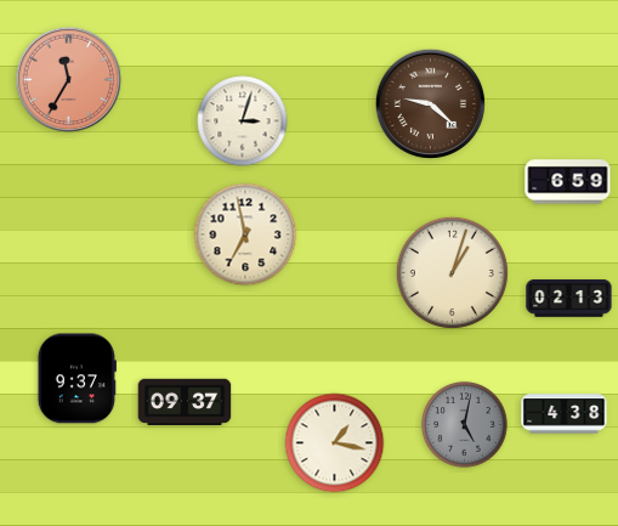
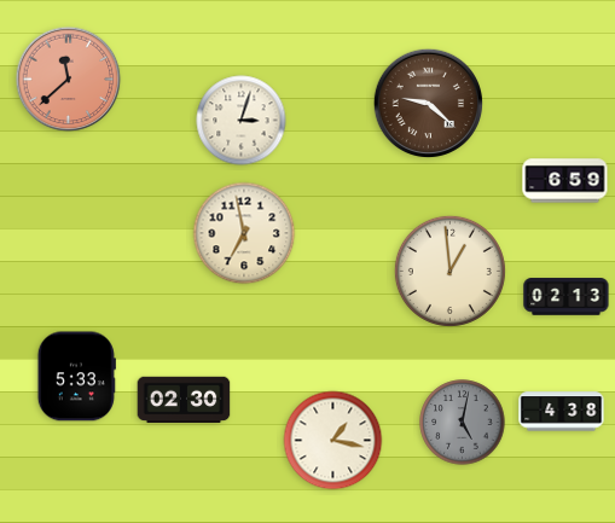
clock at (69, 80): 11:35 -> 11:38
clock at (452, 272): 1:03 -> 12:59
clock at (76, 379): 9:37 -> 5:33
clock at (185, 402): 09:37 -> 02:30
